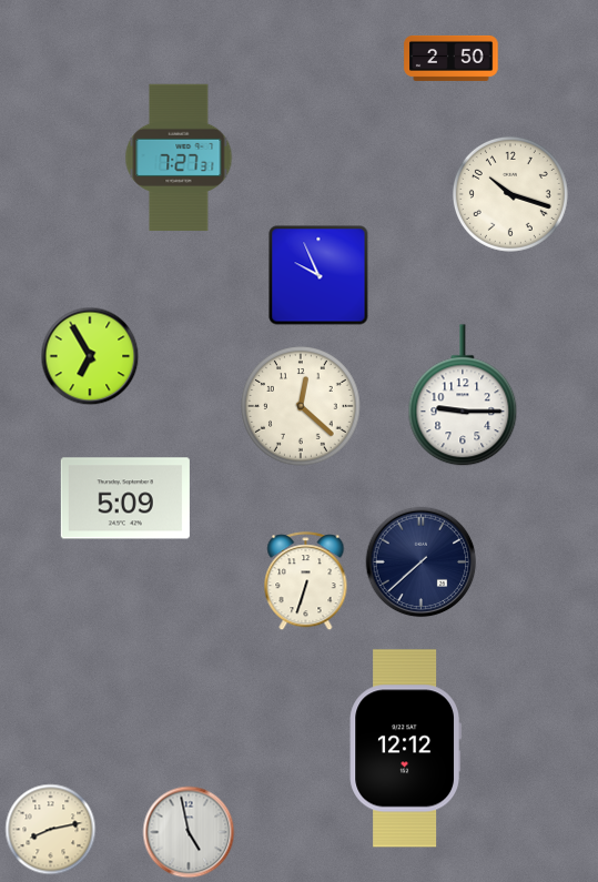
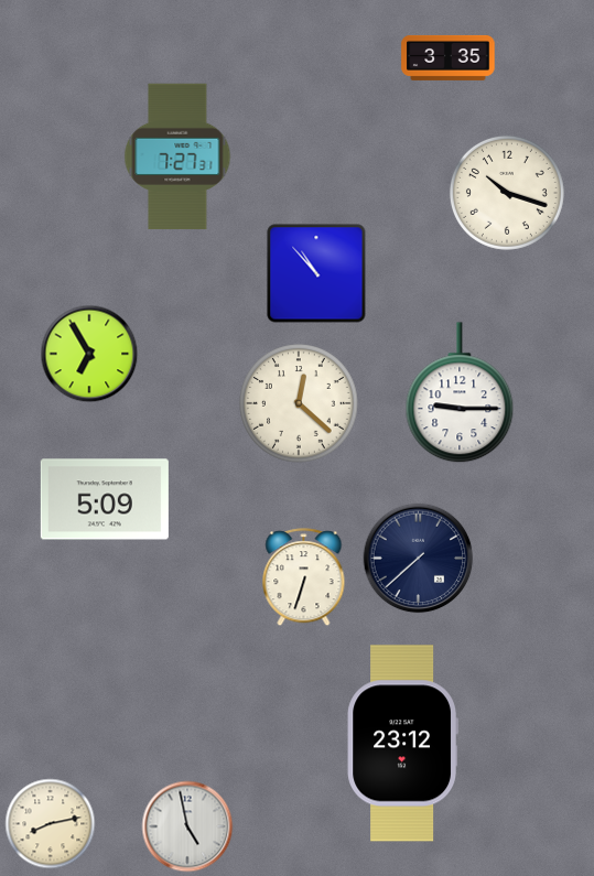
clock at (452, 58): 2:50 -> 3:35
clock at (318, 275): 9:56 -> 10:53
clock at (125, 498) position: (125, 498) -> (105, 499)
clock at (405, 749): 12:12 -> 23:12
